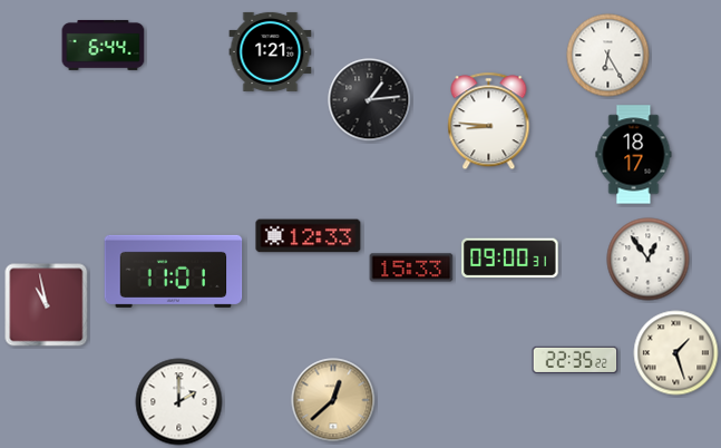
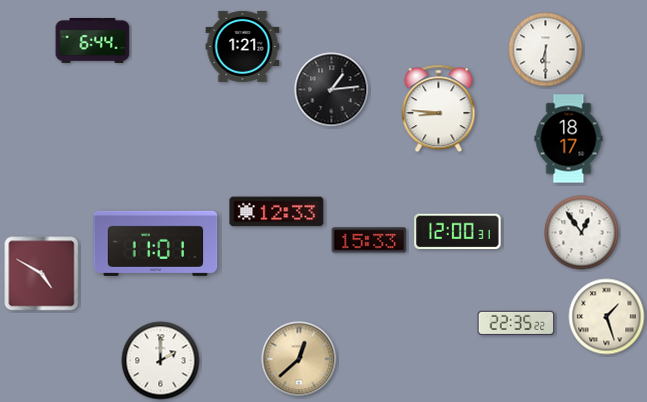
clock at (608, 56): 6:25 -> 6:30
clock at (510, 259): 09:00 -> 12:00
clock at (47, 305): 10:58 -> 4:50
